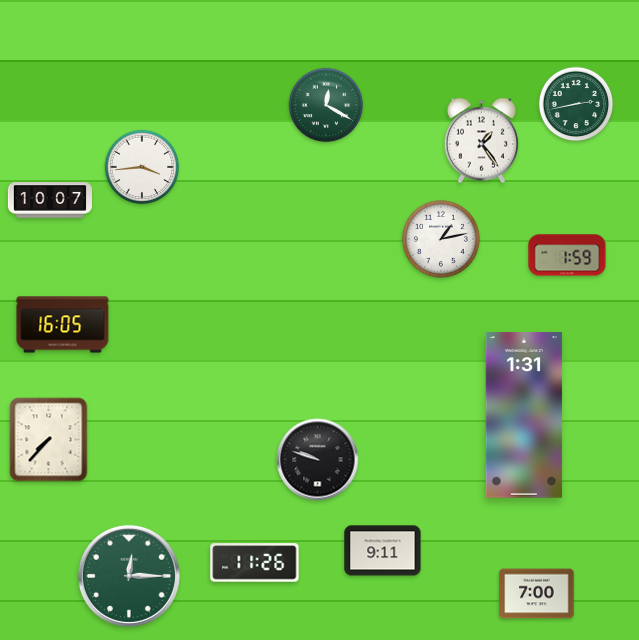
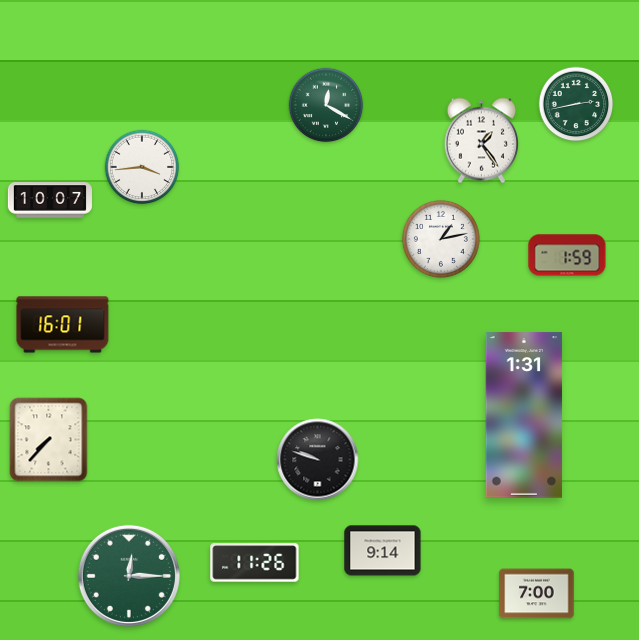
clock at (63, 325): 16:05 -> 16:01
clock at (383, 551): 9:11 -> 9:14
